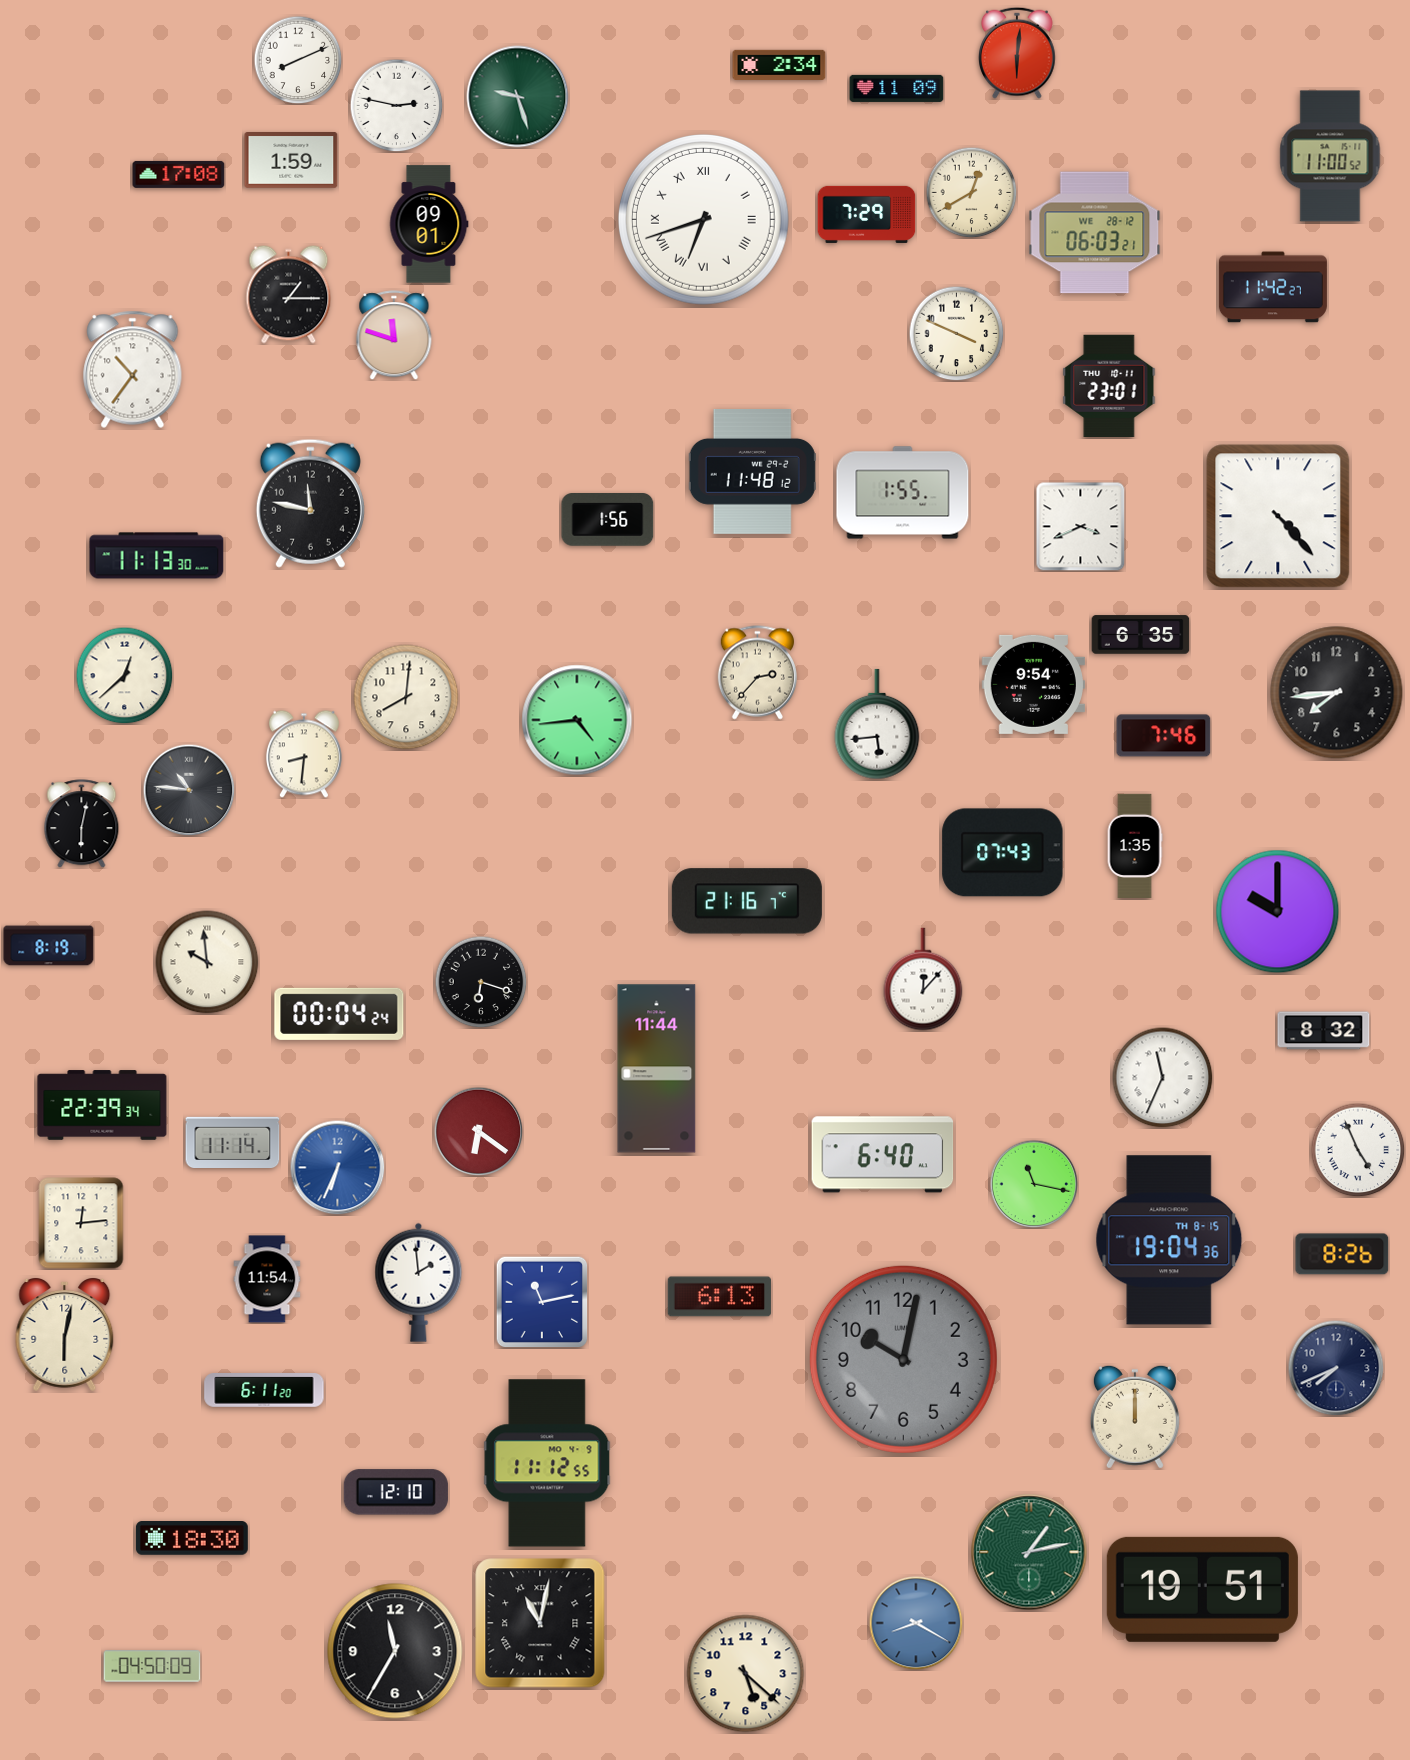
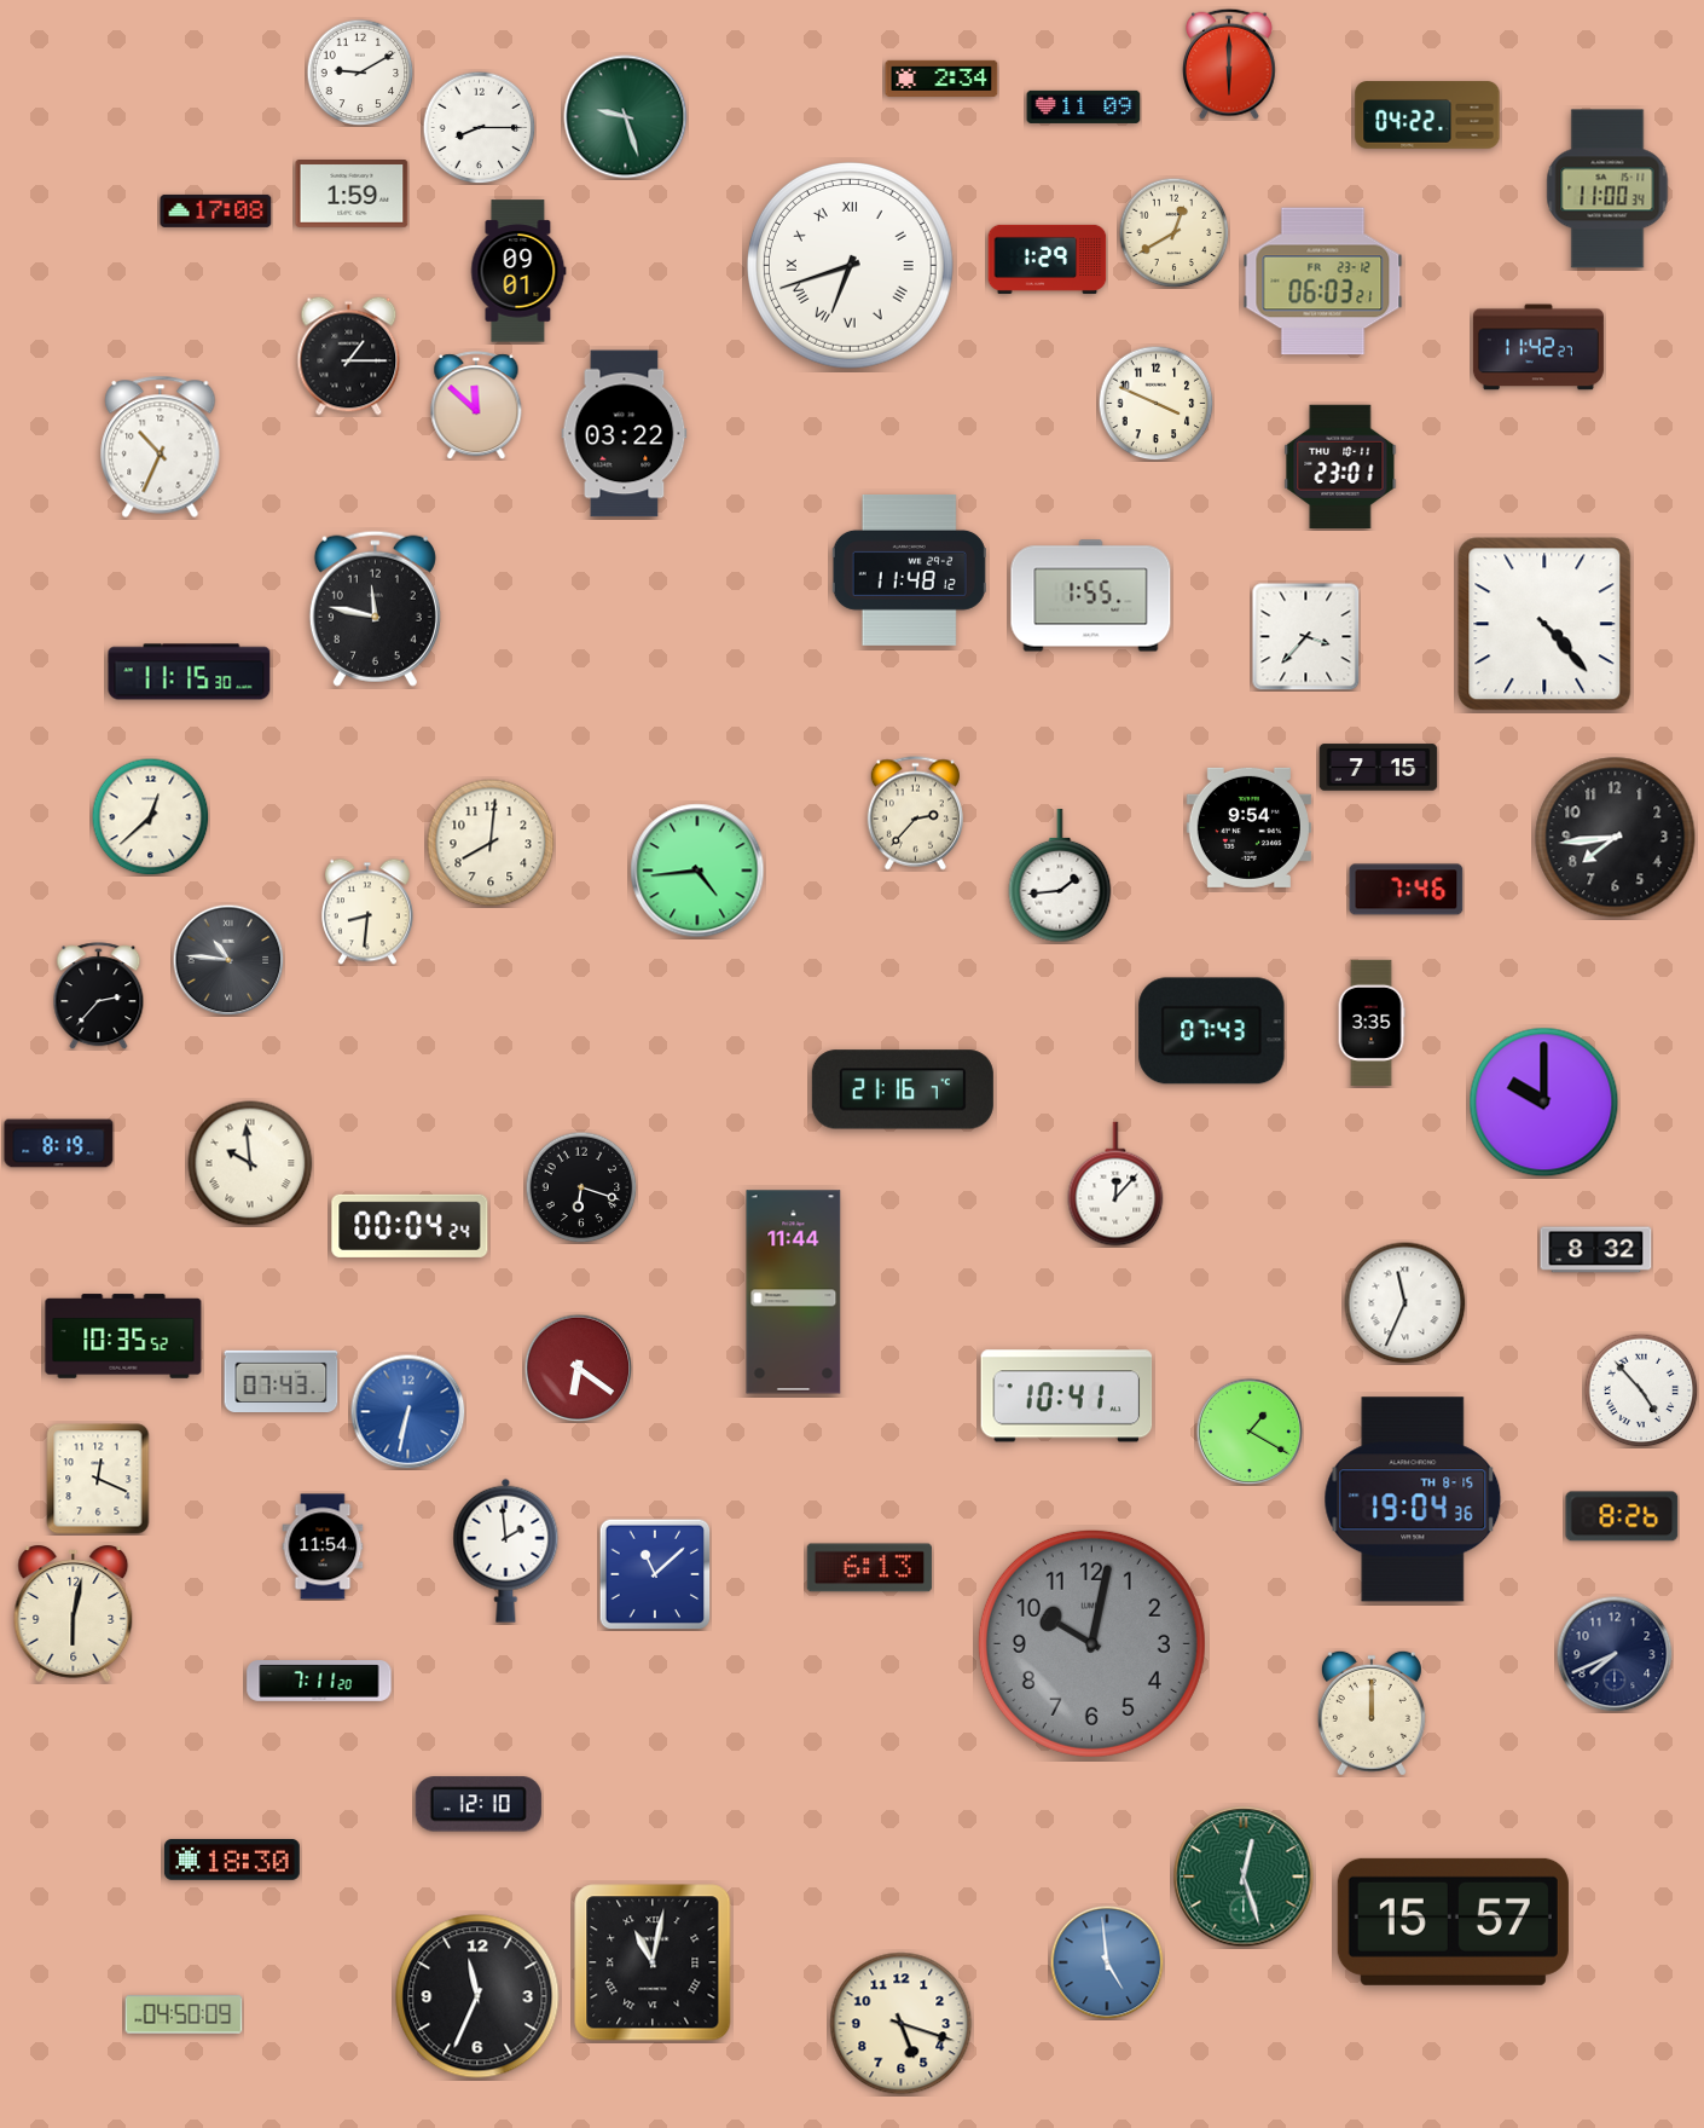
clock at (1018, 53): 6:01 -> 6:00
clock at (298, 60): 8:11 -> 9:10
clock at (1427, 115): none -> 04:22
clock at (396, 105): 2:47 -> 8:15
clock at (1330, 156): 11:00:52 -> 11:00:34
clock at (867, 214): 7:29 -> 1:29
clock at (1095, 233) date: WE 28-12 -> FR 23-12
clock at (394, 335): 11:48 -> 11:52
clock at (625, 434): none -> 03:22
clock at (133, 369): 10:36 -> 10:34
clock at (608, 520): 1:56 -> none
clock at (1080, 526): 3:41 -> 3:37
clock at (157, 556): 11:13 -> 11:15
clock at (1141, 635): 6:35 -> 7:15
clock at (877, 724): 5:44 -> 1:44
clock at (189, 790) position: (189, 790) -> (228, 960)
clock at (82, 824): 6:02 -> 2:37
clock at (1135, 845): 1:35 -> 3:35
clock at (1324, 1031) position: (1324, 1031) -> (1596, 1250)
clock at (102, 1105): 22:39 -> 10:35
clock at (233, 1142): 11:14 -> 07:43
clock at (1358, 1150): 4:56 -> 4:53
clock at (883, 1155): 6:40 -> 10:41
clock at (337, 1167): 6:34 -> 6:32
clock at (1034, 1184): 11:17 -> 1:20
clock at (81, 1223): 12:14 -> 12:19
clock at (542, 1302): 11:13 -> 11:08
clock at (65, 1335) position: (65, 1335) -> (74, 1614)
clock at (264, 1390): 6:11 -> 7:11
clock at (547, 1463): 11:12 -> none
clock at (1029, 1552): 1:13 -> 12:27
clock at (1202, 1589): 19:51 -> 15:57
clock at (916, 1623): 8:20 -> 4:59
clock at (395, 1651): 11:35 -> 11:34
clock at (746, 1674): 5:22 -> 5:18
